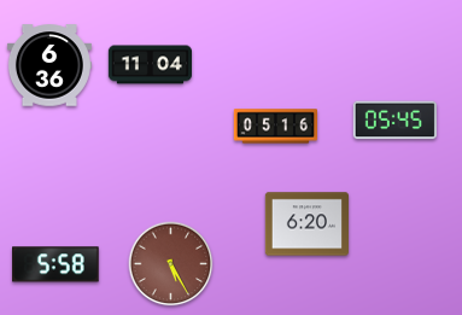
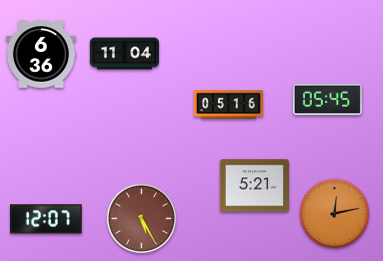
clock at (306, 224): 6:20 -> 5:21
clock at (335, 214): none -> 12:13
clock at (57, 264): 5:58 -> 12:07
